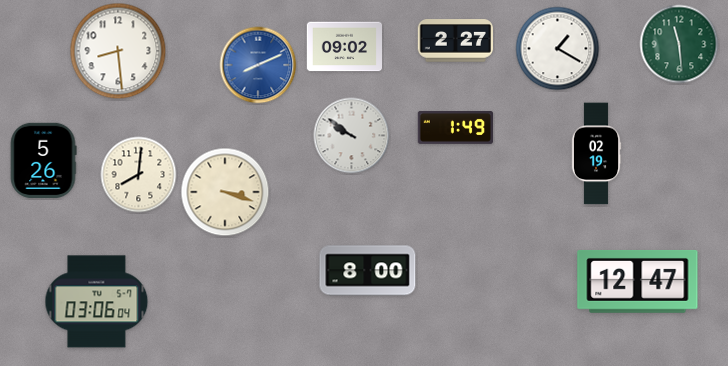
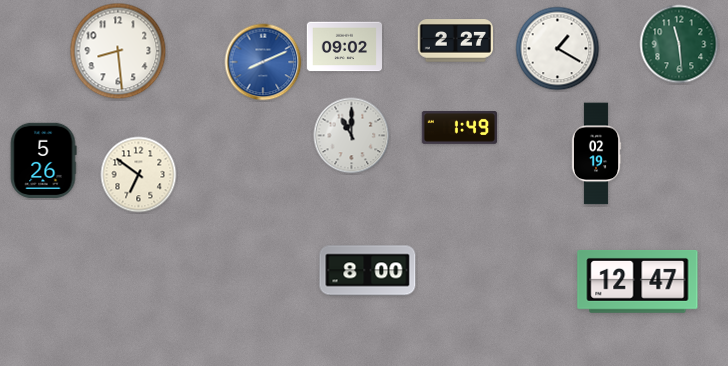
clock at (258, 65) position: (258, 65) -> (263, 62)
clock at (456, 128) position: (456, 128) -> (460, 128)
clock at (352, 136): 9:51 -> 11:00
clock at (139, 175): 8:01 -> 6:51
clock at (225, 192): 3:18 -> none
clock at (97, 302): 03:06 -> none
